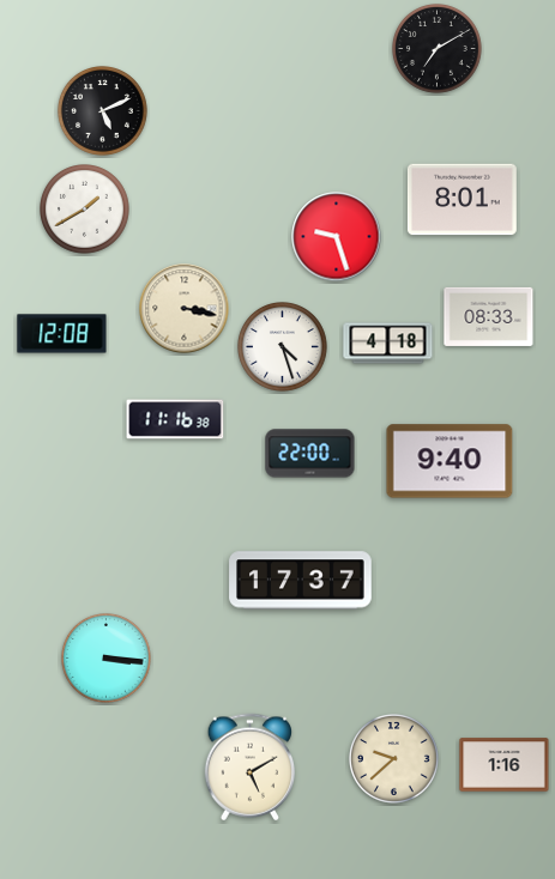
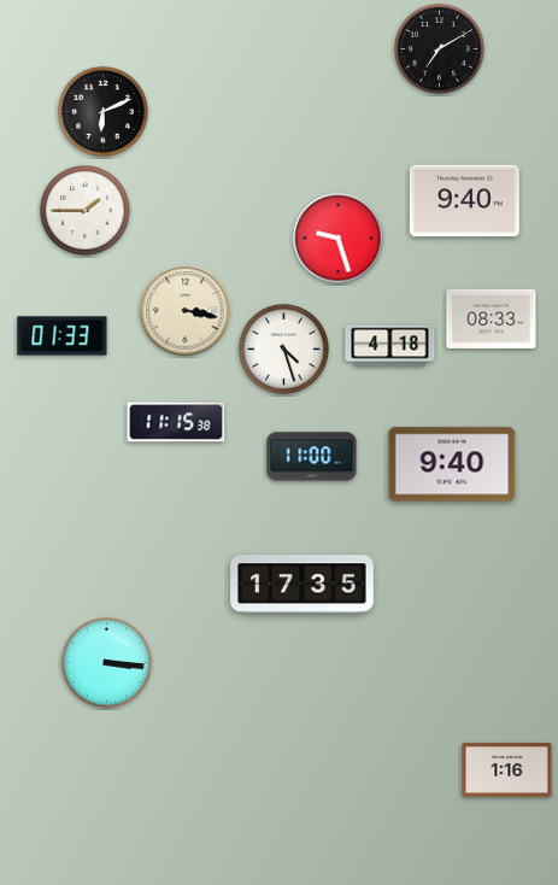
clock at (103, 111): 5:11 -> 6:11
clock at (462, 200): 8:01 -> 9:40
clock at (85, 210): 1:40 -> 1:45
clock at (62, 334): 12:08 -> 01:33
clock at (175, 419): 11:16 -> 11:15
clock at (310, 454): 22:00 -> 11:00
clock at (301, 581): 17:37 -> 17:35
clock at (394, 759): 9:38 -> none
clock at (251, 768): 5:10 -> none
